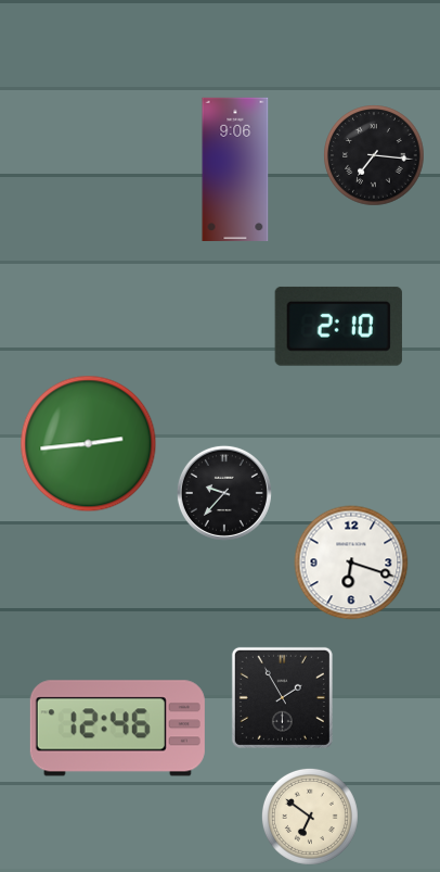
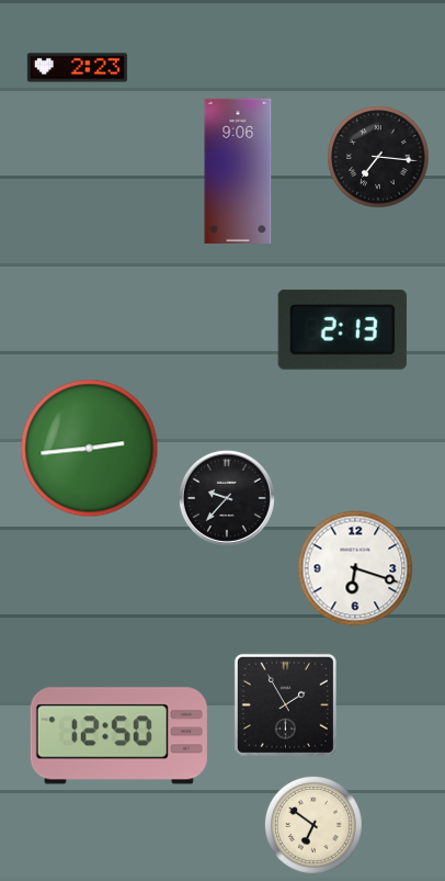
clock at (77, 68): none -> 2:23
clock at (338, 326): 2:10 -> 2:13
clock at (117, 729): 12:46 -> 12:50
